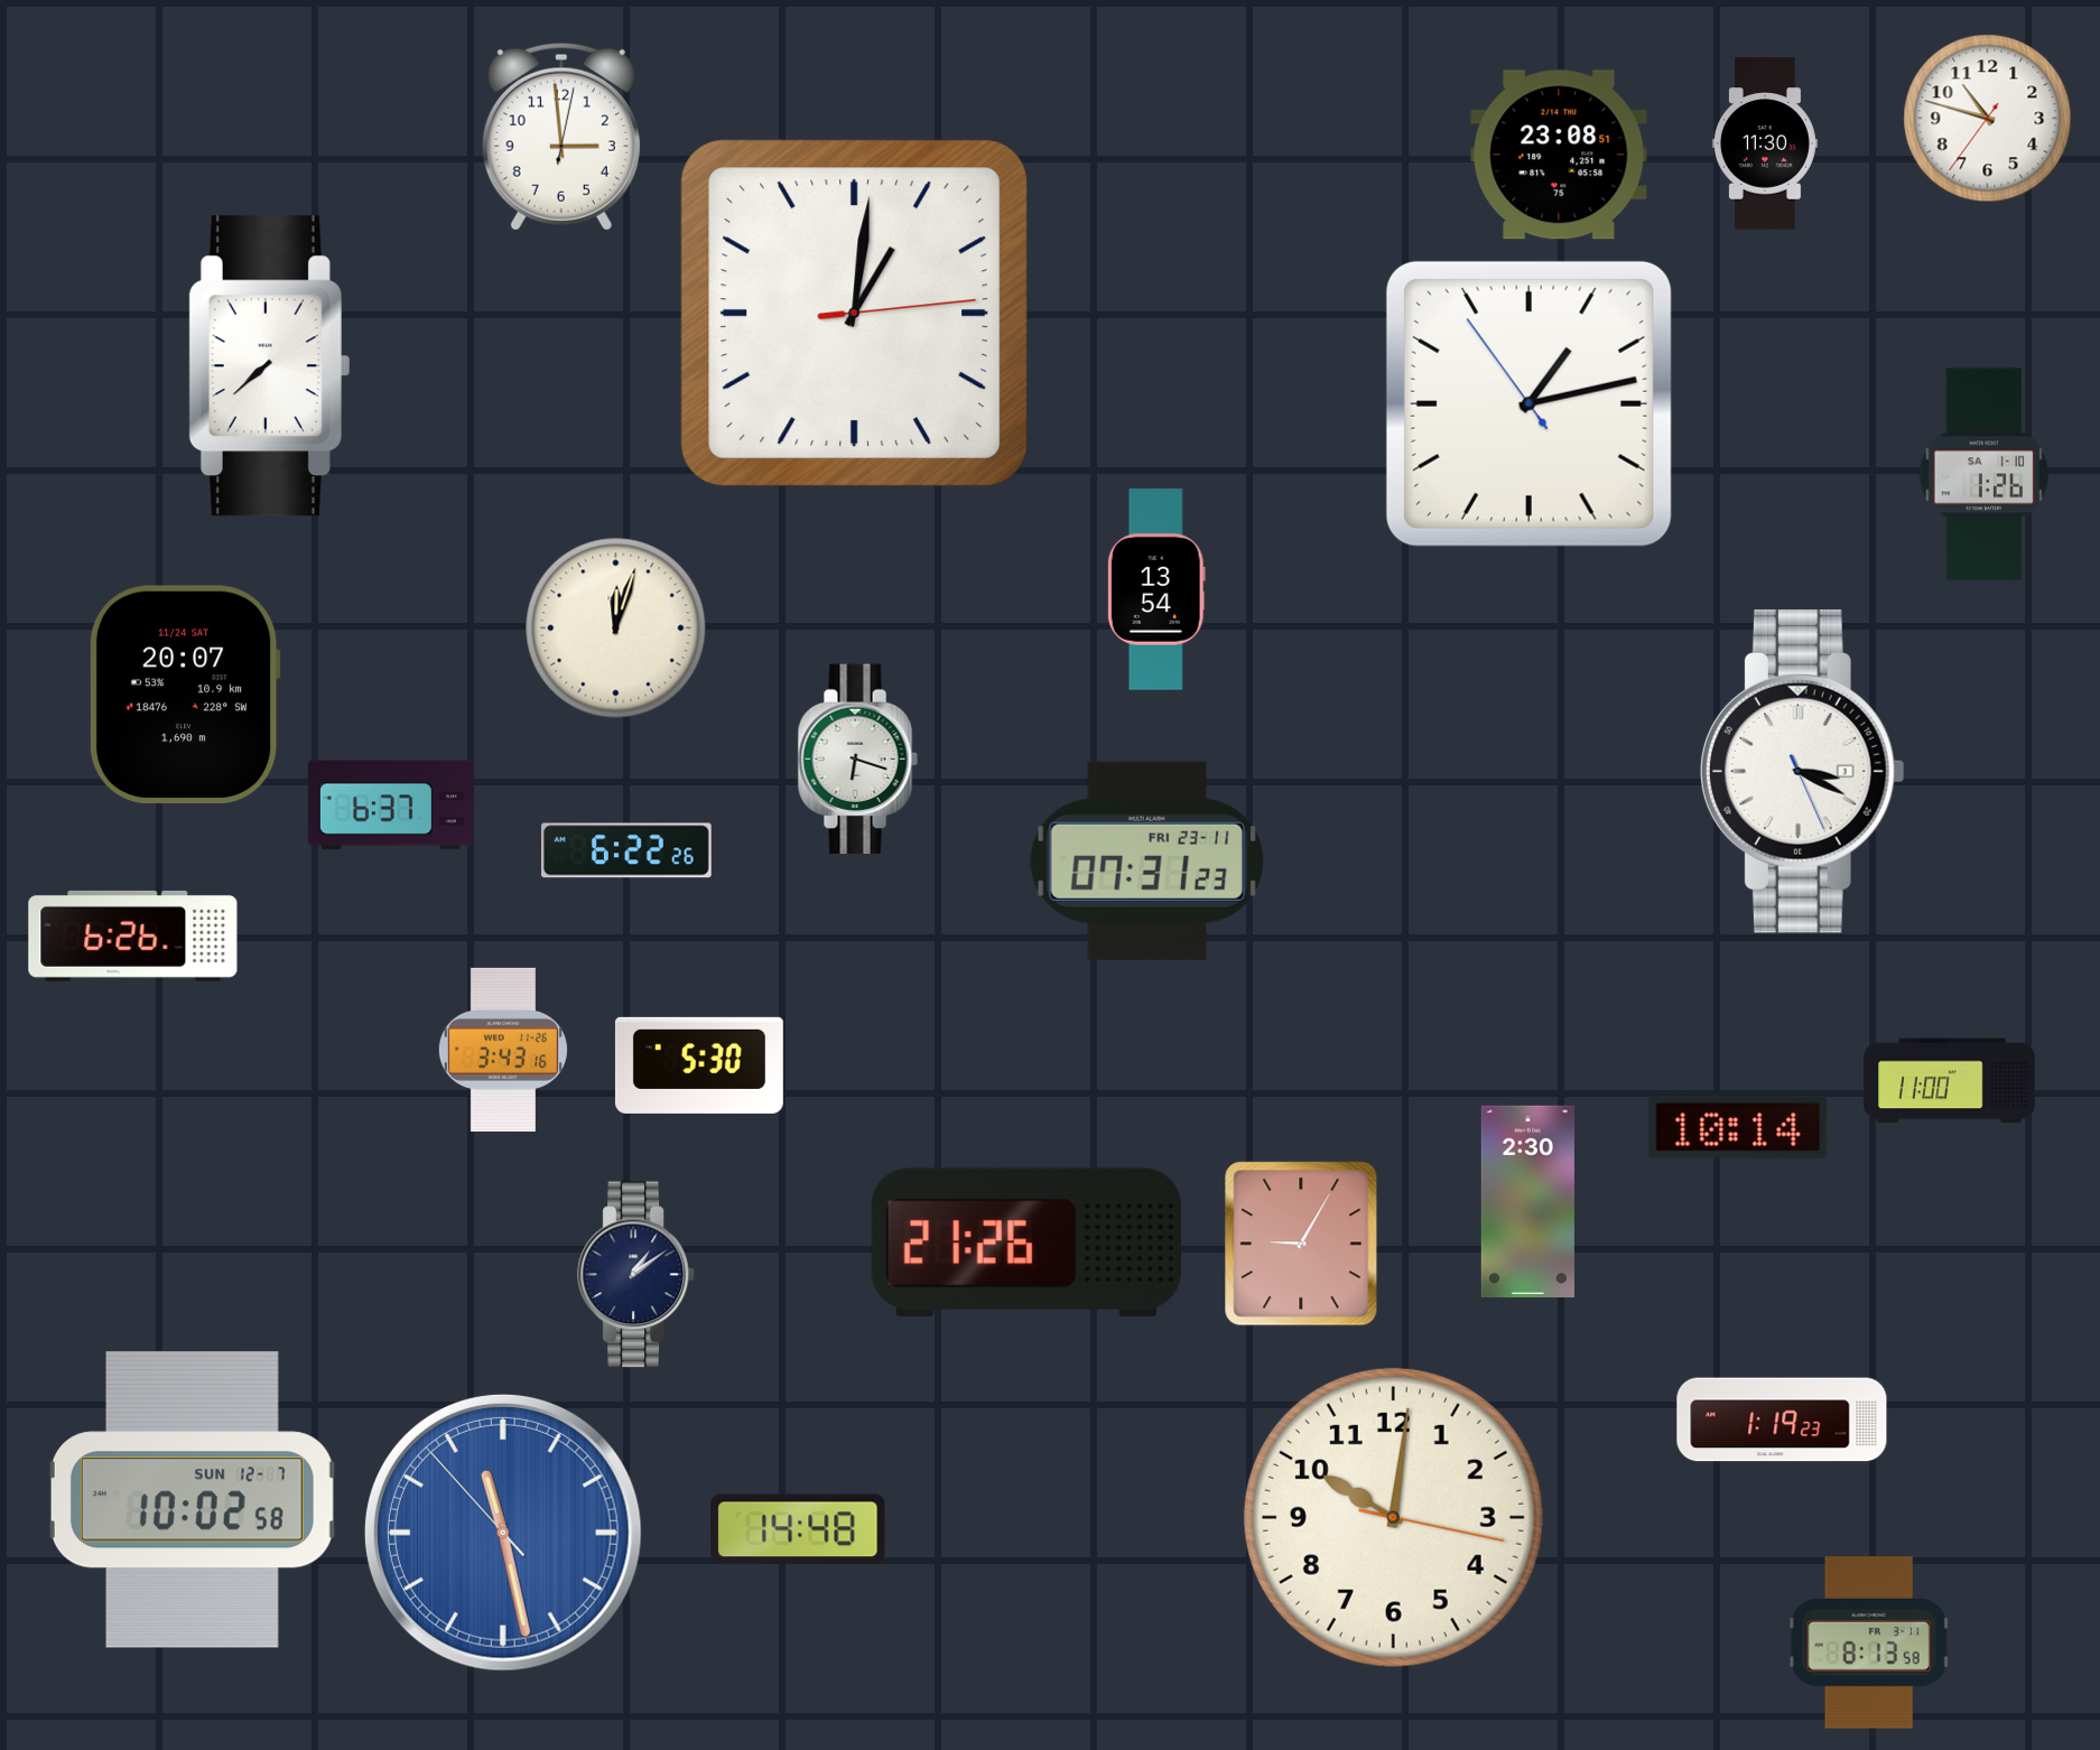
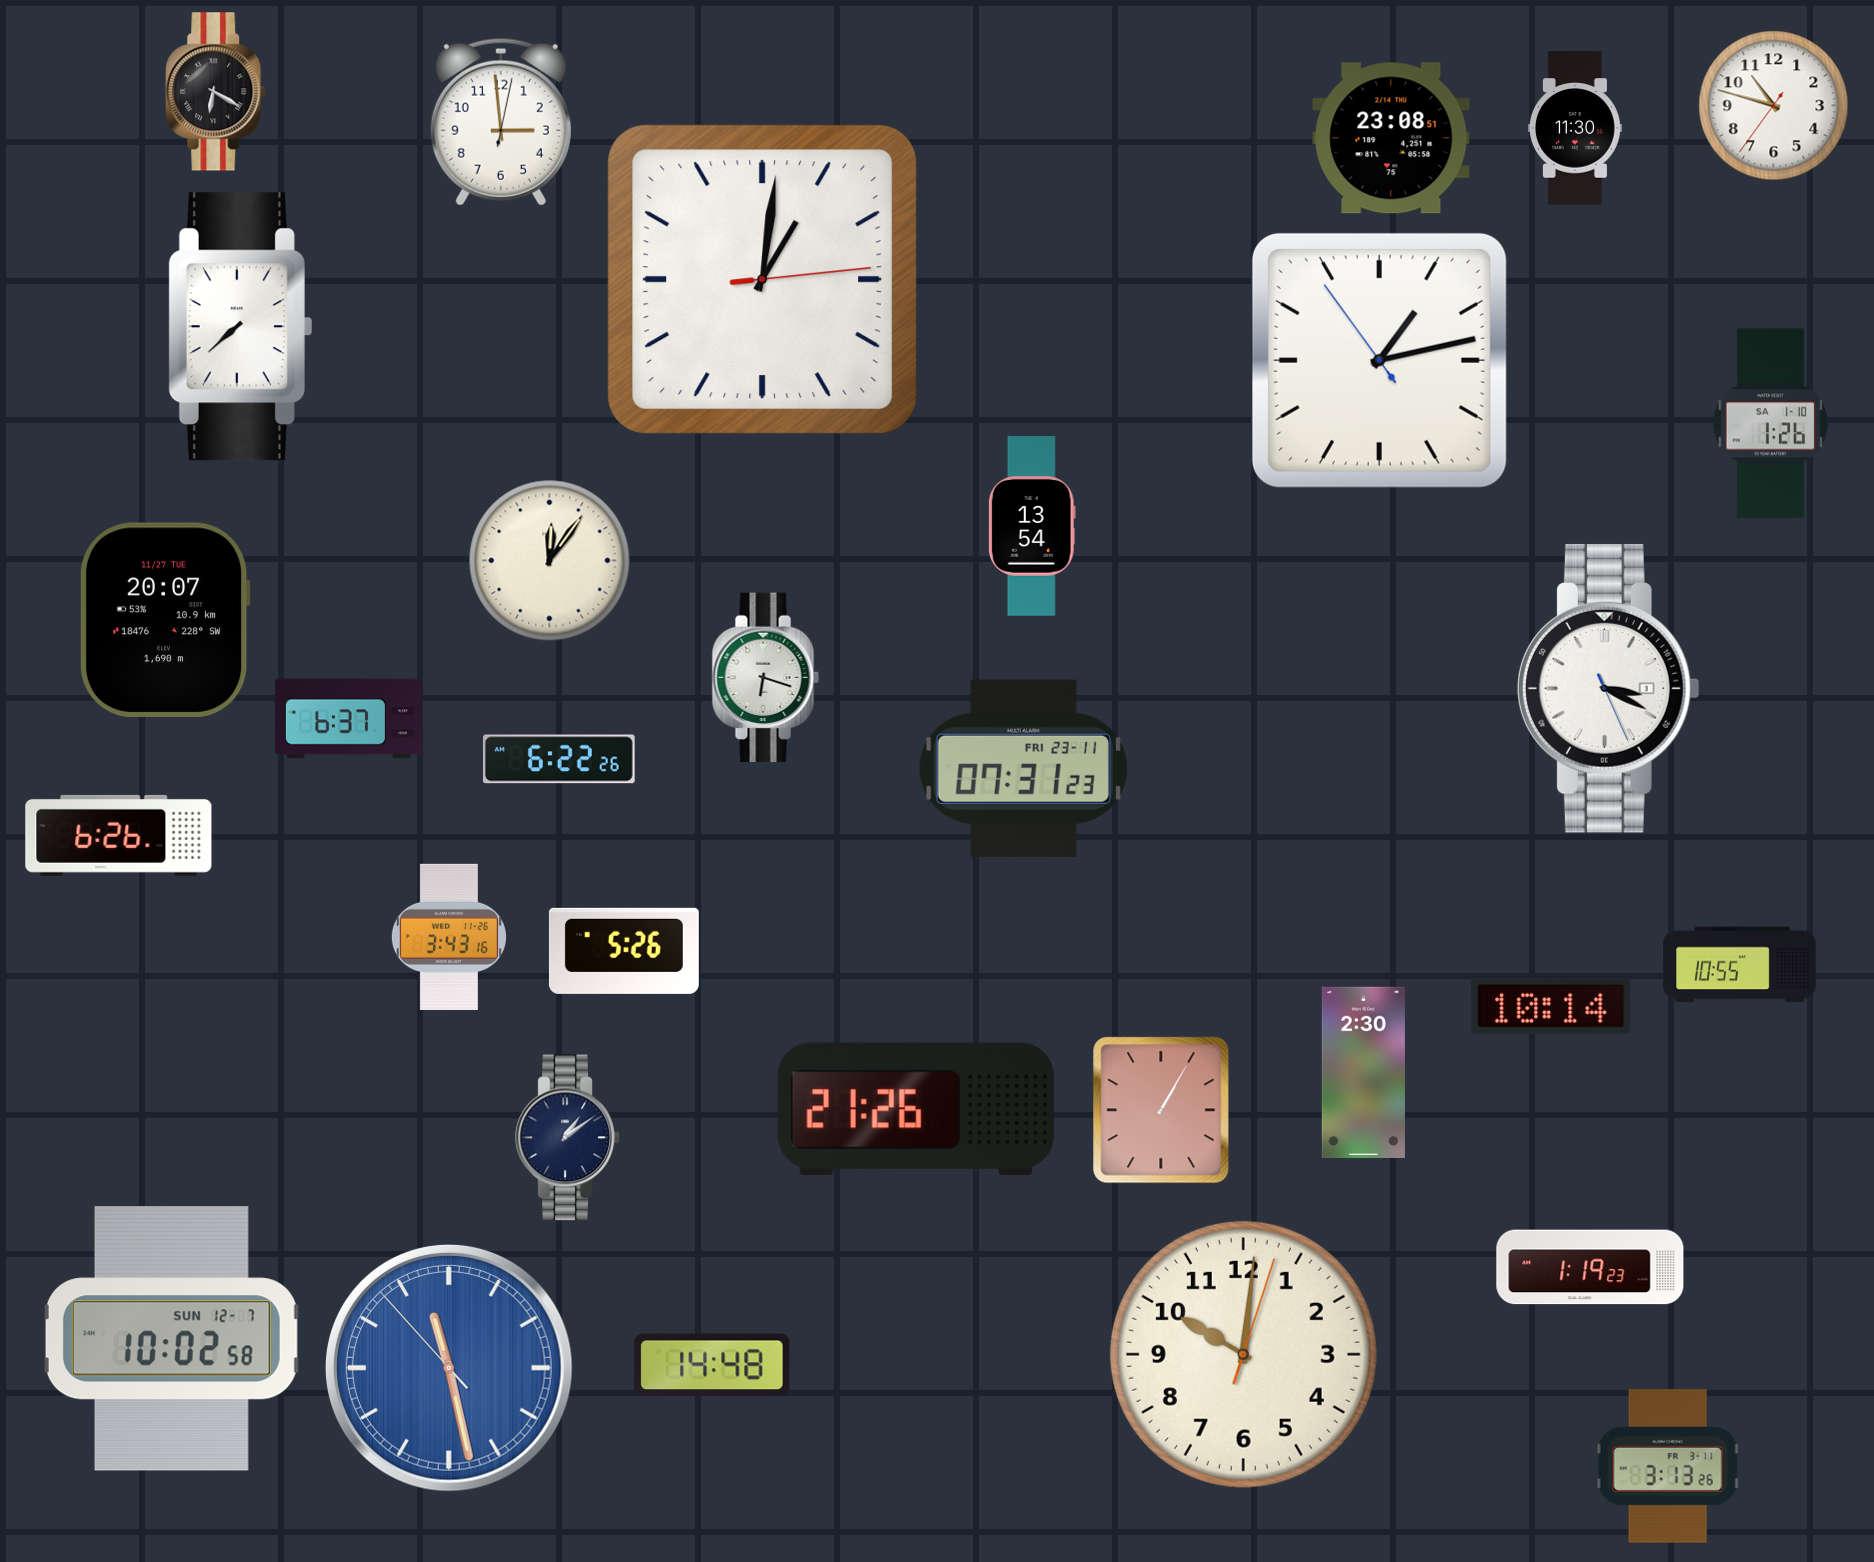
clock at (216, 92): none -> 6:20
clock at (1528, 403) position: (1528, 403) -> (1379, 360)
clock at (616, 629): 12:03 -> 12:06
clock at (185, 694) date: 11/24 SAT -> 11/27 TUE
clock at (699, 1065): 5:30 -> 5:26
clock at (1950, 1081): 11:00 -> 10:55
clock at (1301, 1244): 9:05 -> 1:05
clock at (1393, 1517): 10:01:17 -> 10:01:03
clock at (1869, 1642): 8:13 -> 3:13
